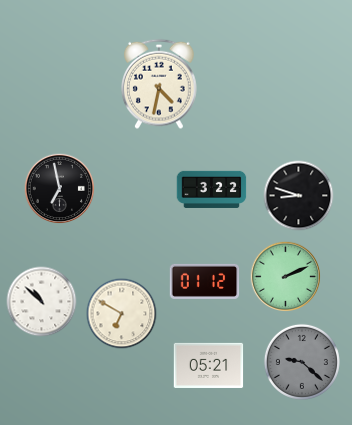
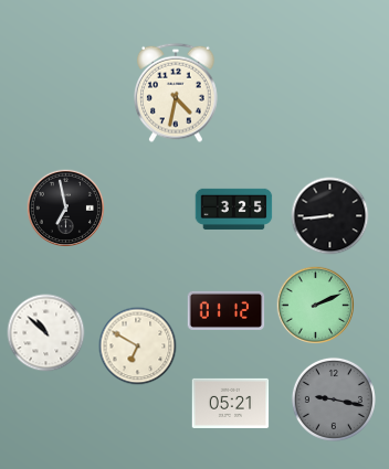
clock at (212, 189): 3:22 -> 3:25
clock at (299, 196): 8:48 -> 8:44
clock at (122, 314) position: (122, 314) -> (138, 347)
clock at (302, 362): 9:22 -> 9:17
